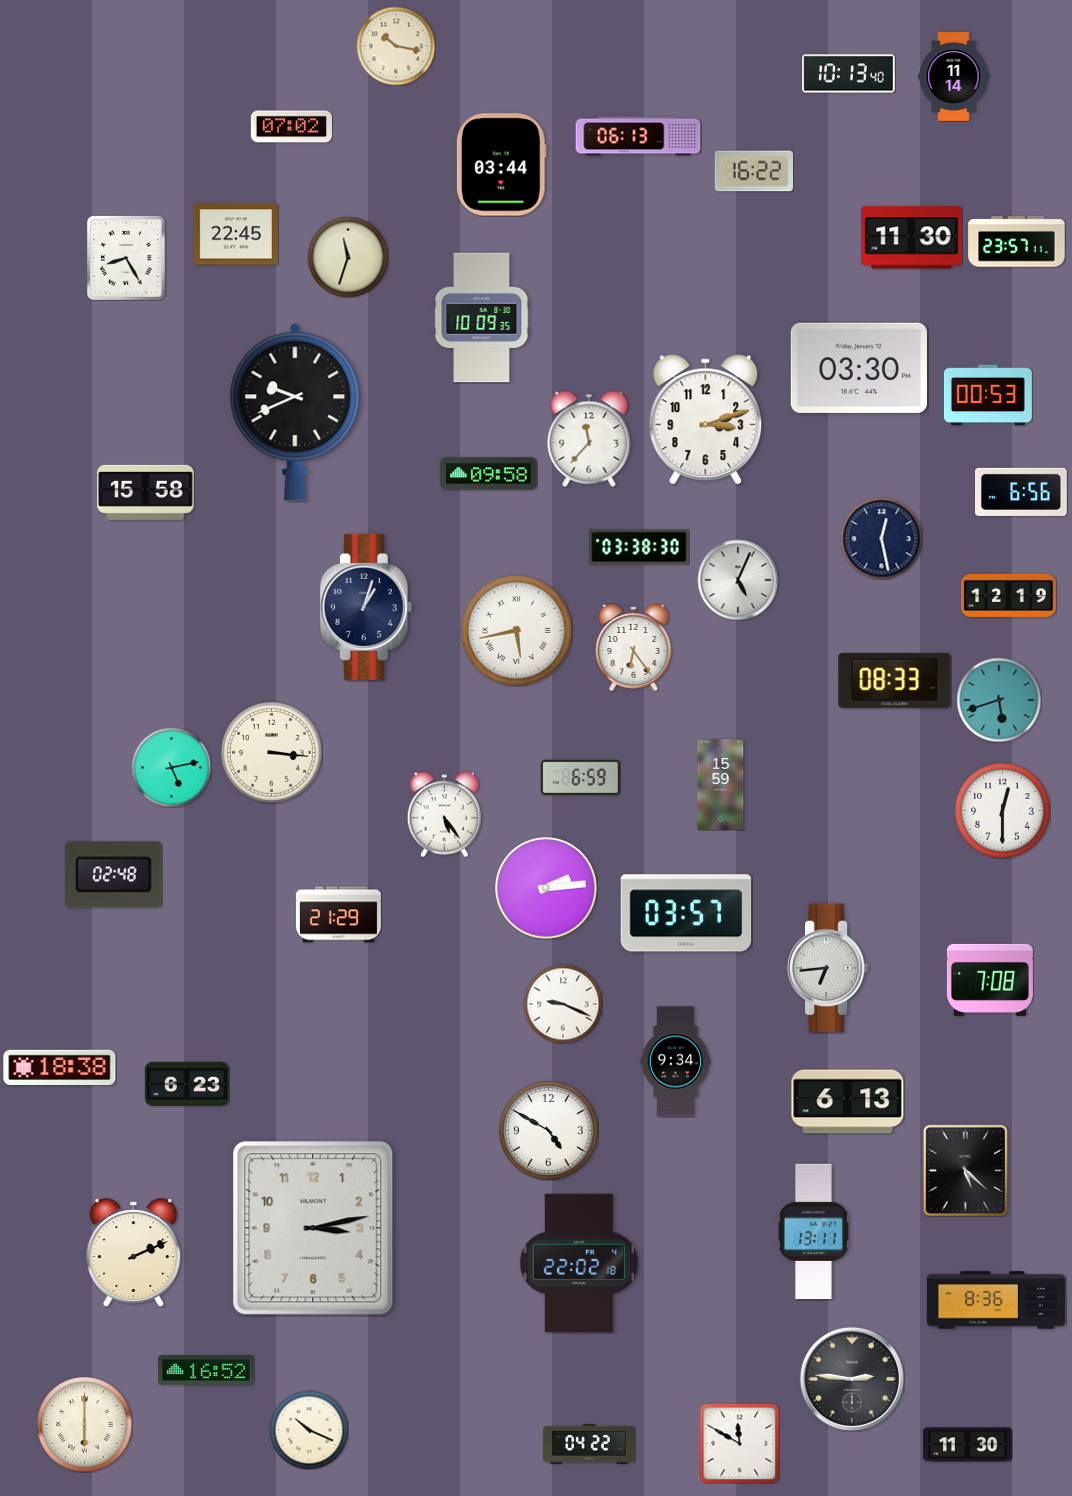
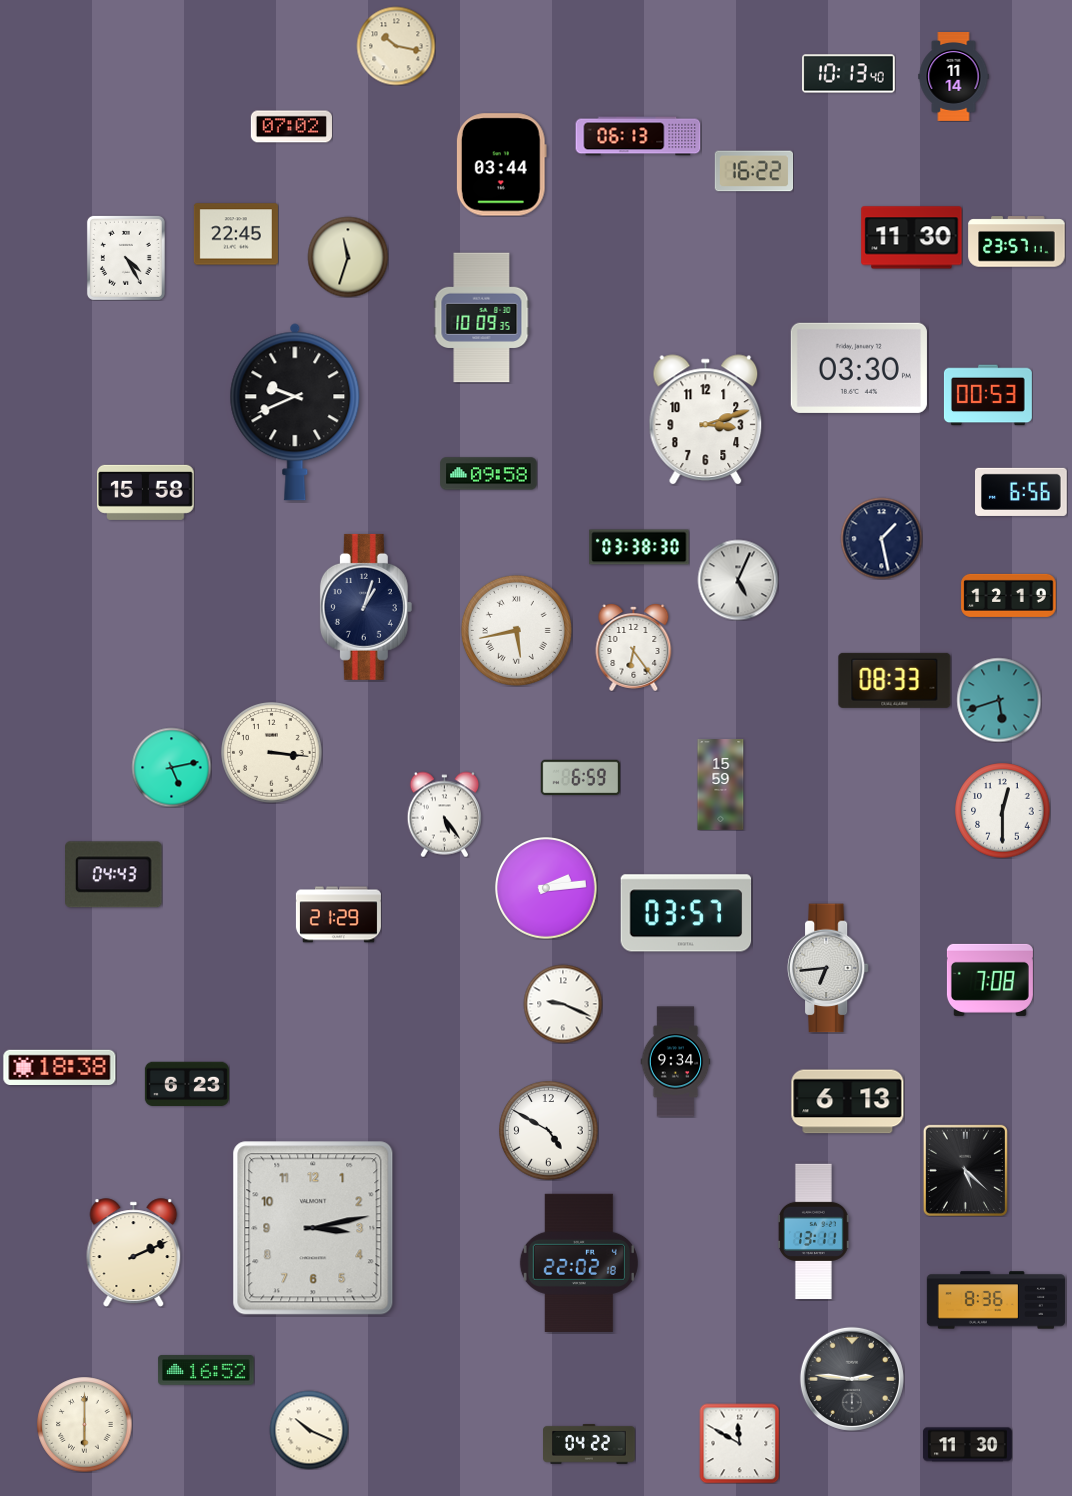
clock at (126, 258): 8:25 -> 4:25
clock at (589, 439): 11:37 -> none
clock at (881, 538): 12:28 -> 1:28
clock at (114, 875): 02:48 -> 04:43
